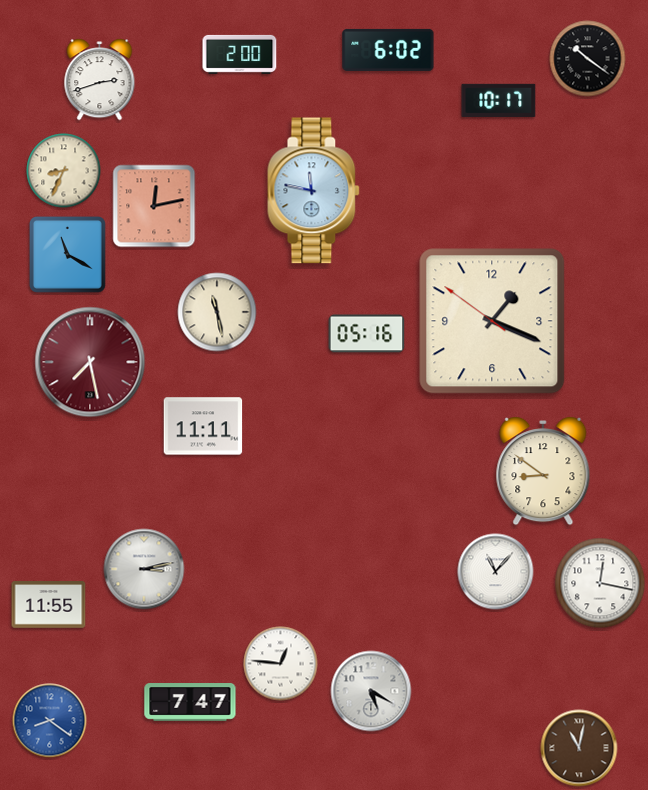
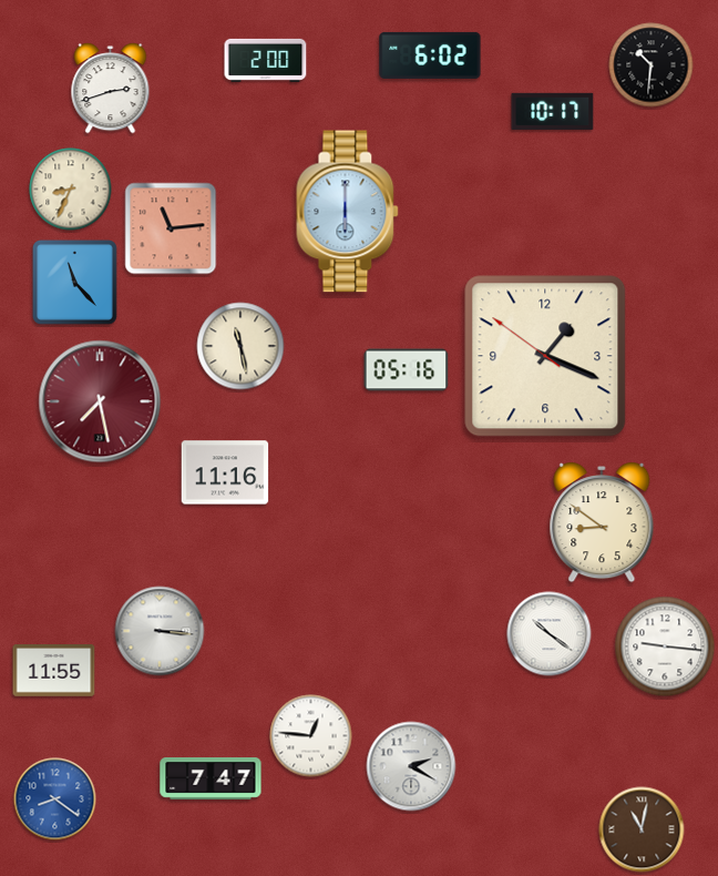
clock at (588, 59): 10:21 -> 10:31
clock at (314, 191): 11:47 -> 6:00
clock at (154, 206): 12:13 -> 11:14
clock at (67, 254): 11:20 -> 11:23
clock at (203, 426): 11:11 -> 11:16
clock at (144, 569): 3:13 -> 3:16
clock at (496, 572): 11:07 -> 10:21
clock at (600, 583): 12:17 -> 9:16
clock at (371, 691): 5:20 -> 2:20
